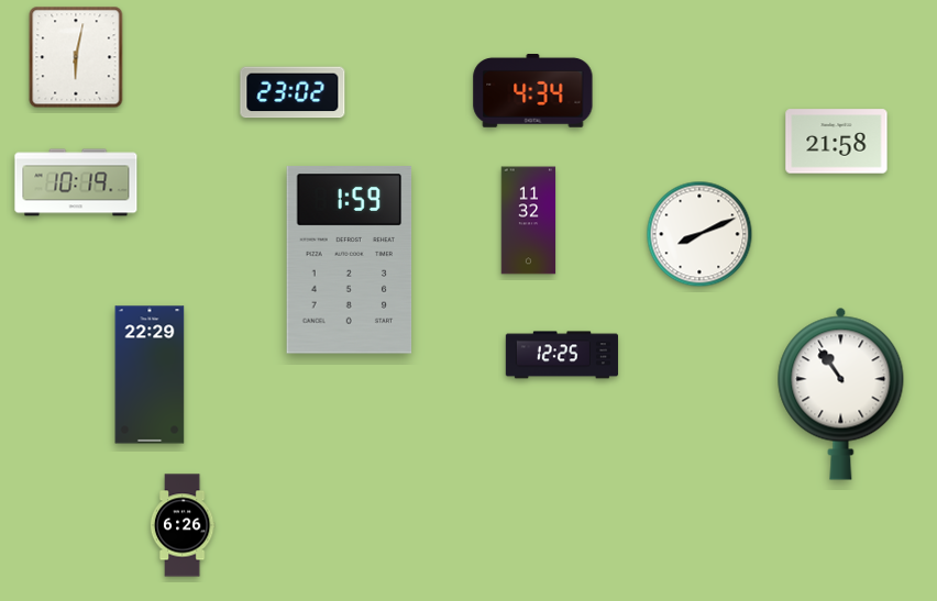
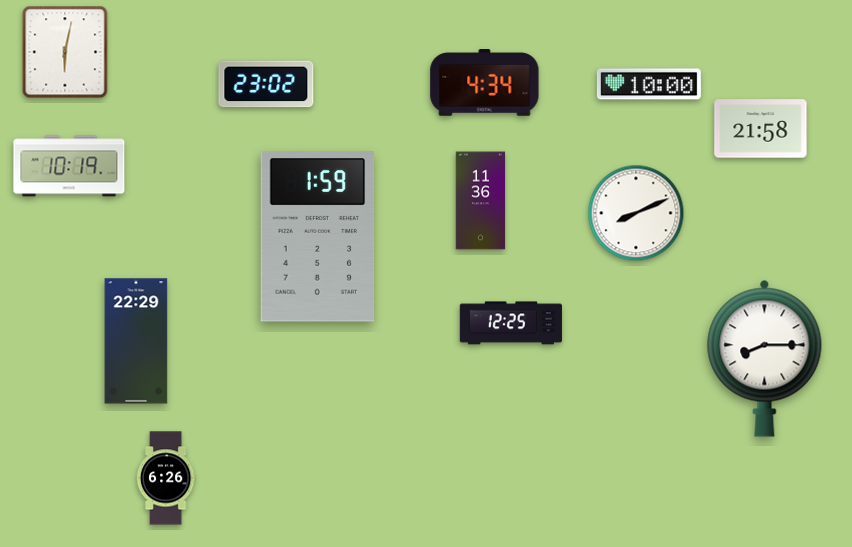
clock at (76, 57) position: (76, 57) -> (65, 52)
clock at (649, 84): none -> 10:00
clock at (529, 221): 11:32 -> 11:36
clock at (841, 393): 10:54 -> 8:15
